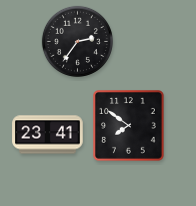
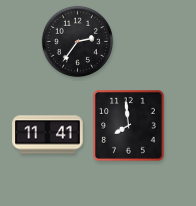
clock at (129, 126): 7:51 -> 7:59
clock at (48, 135): 23:41 -> 11:41
